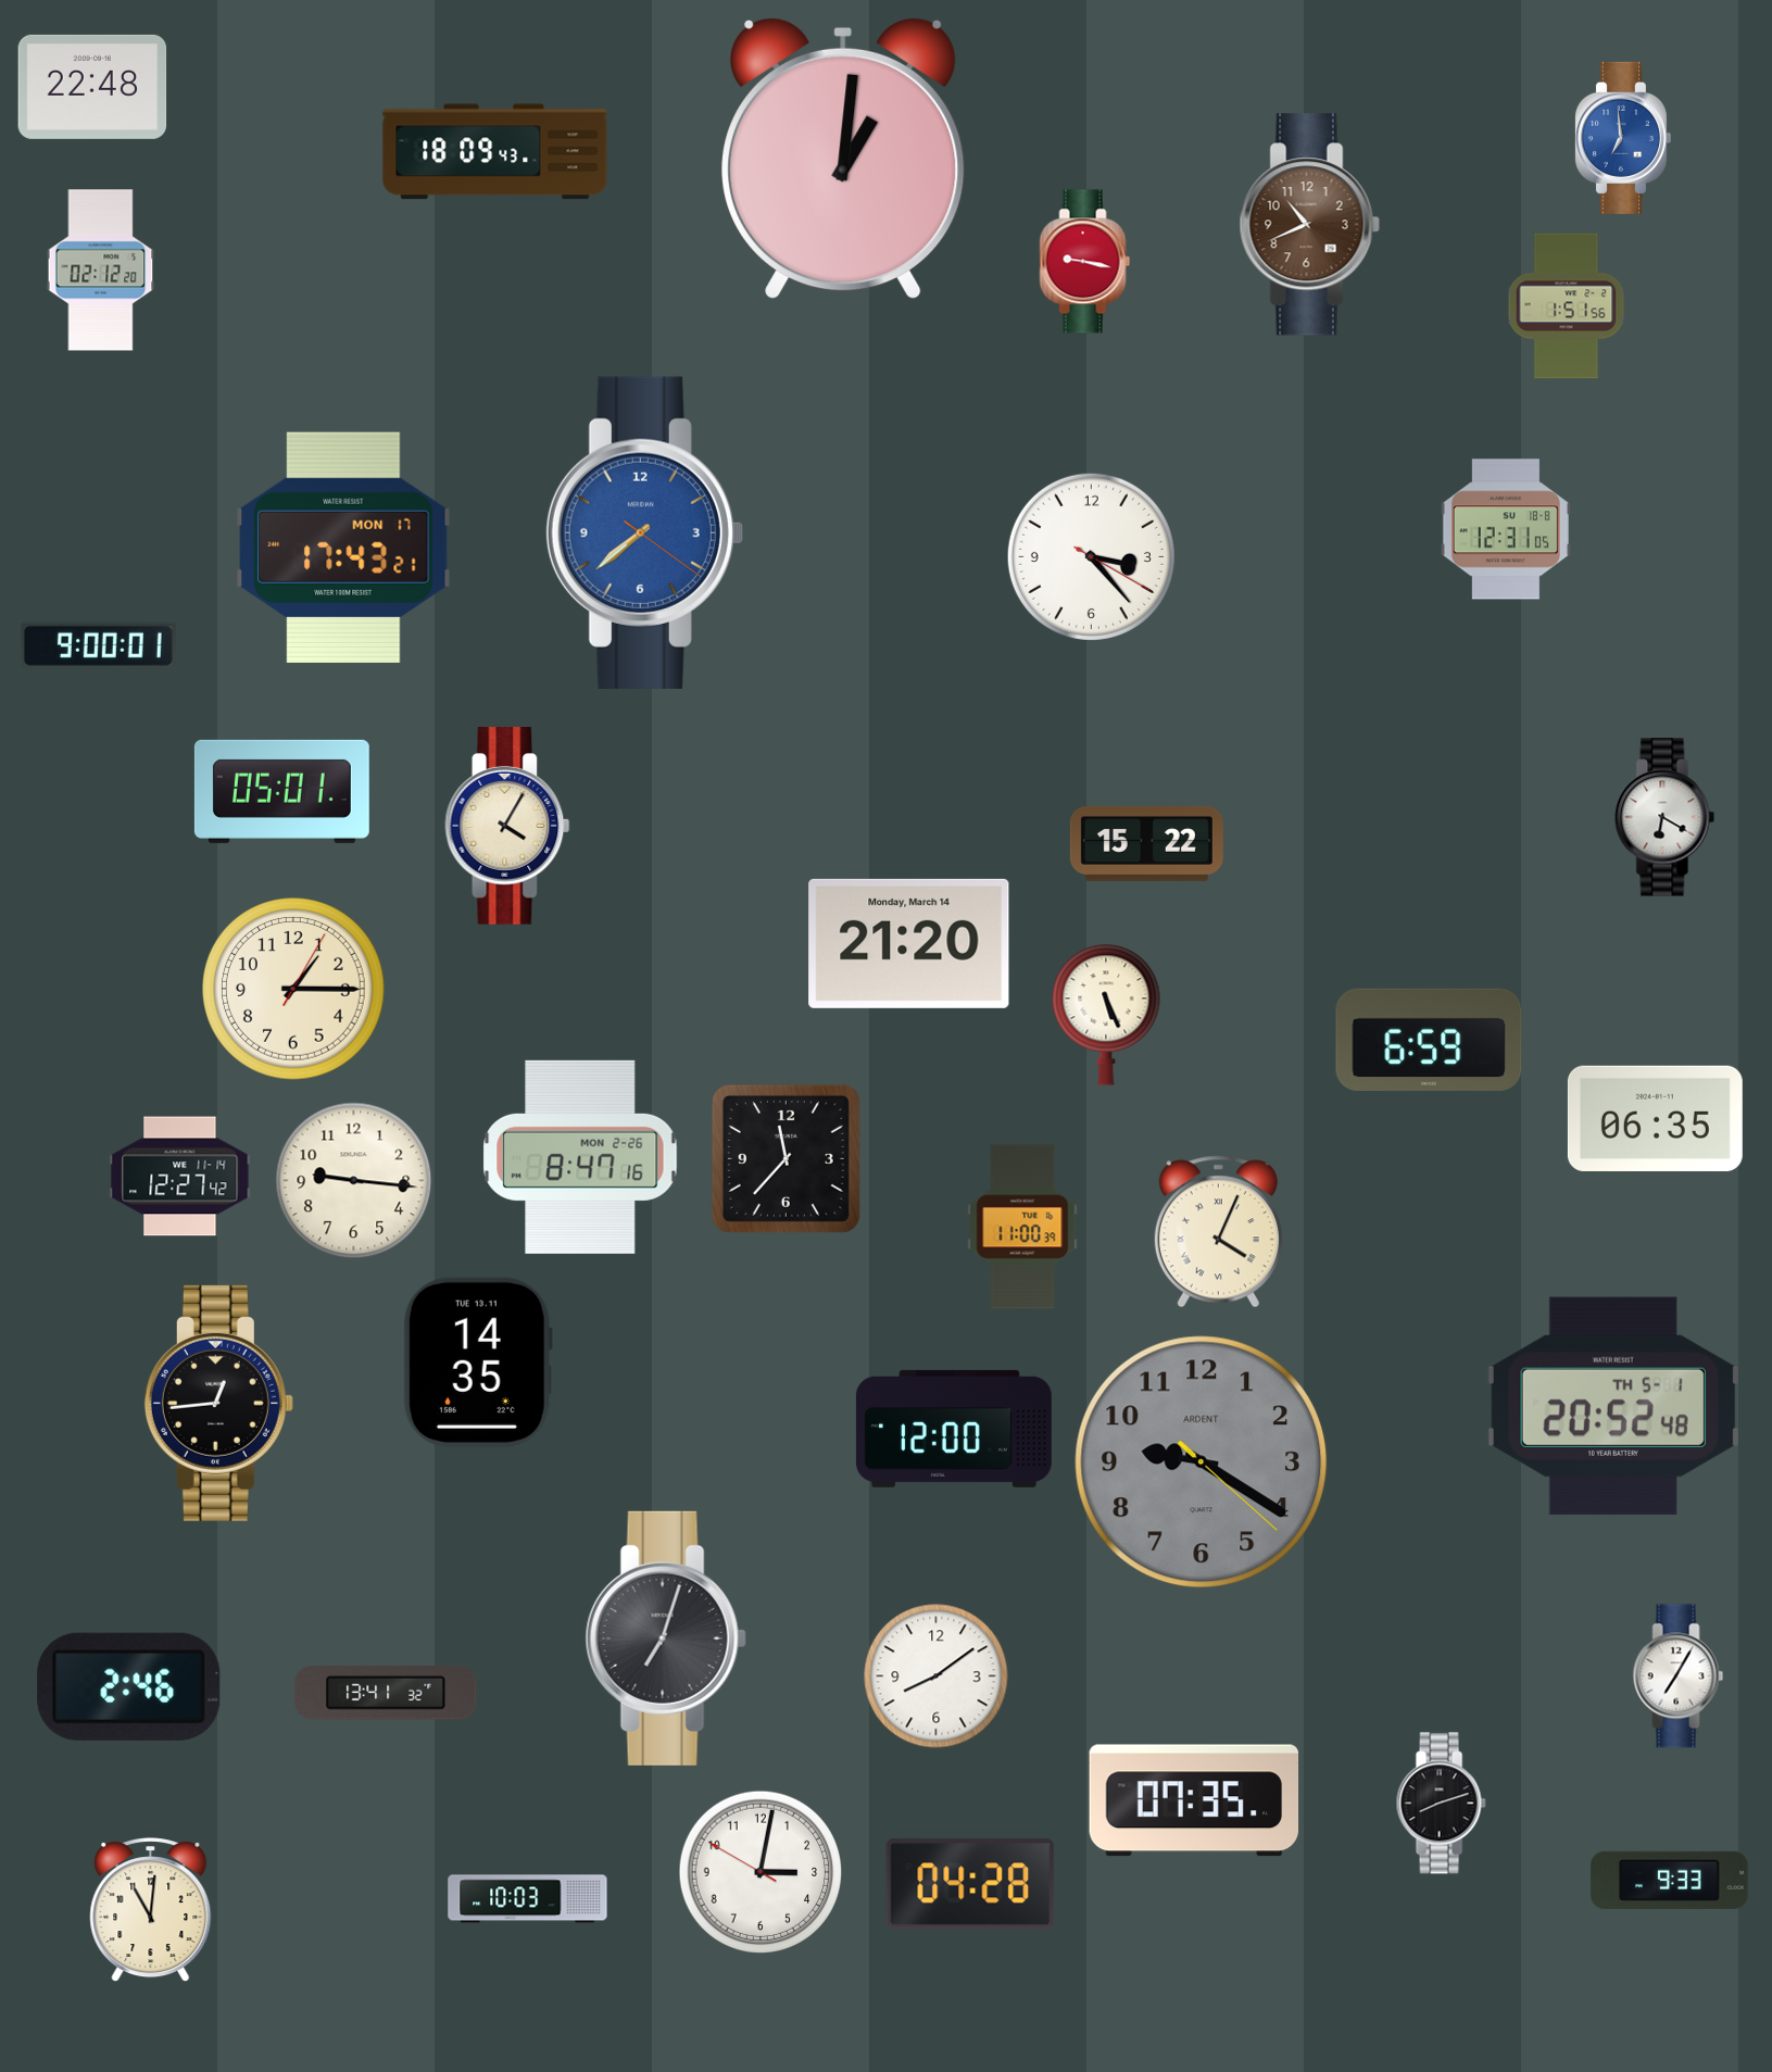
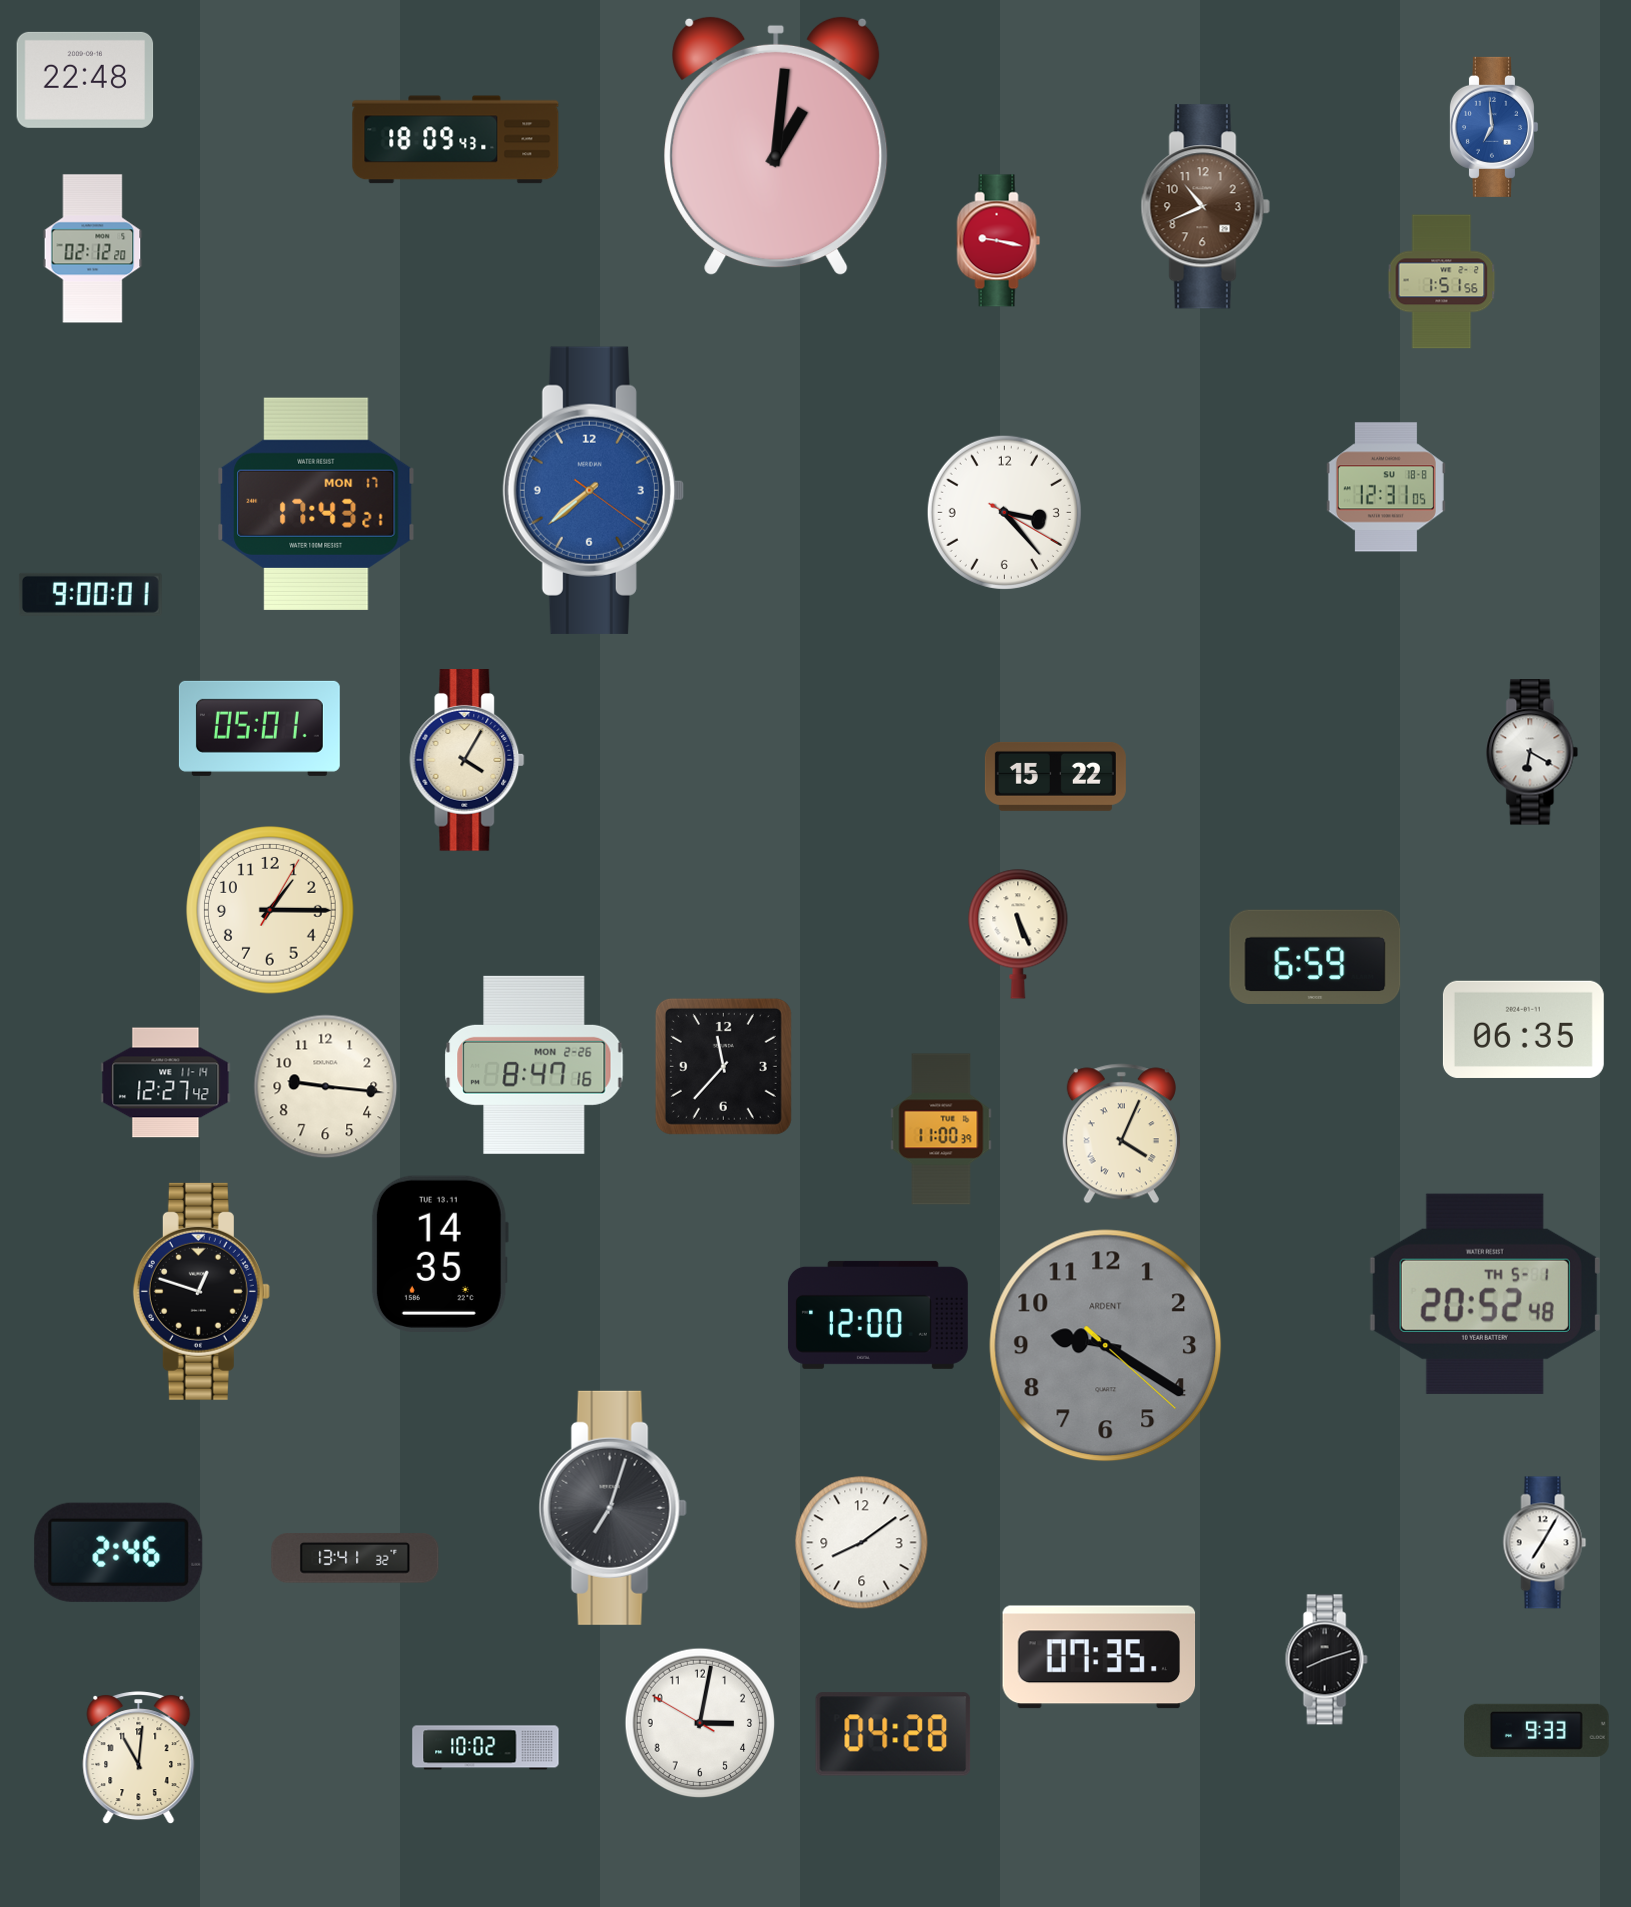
clock at (909, 943): 21:20 -> none
clock at (218, 1403): 12:44 -> 12:48
clock at (528, 1899): 10:03 -> 10:02
